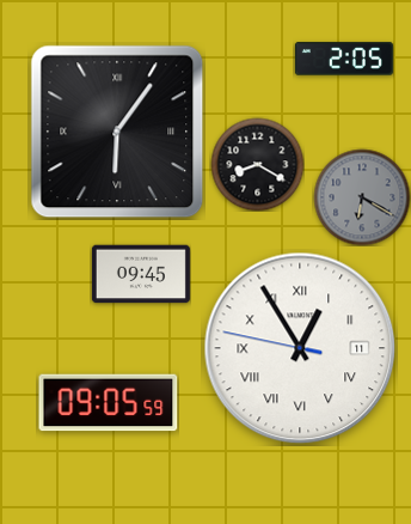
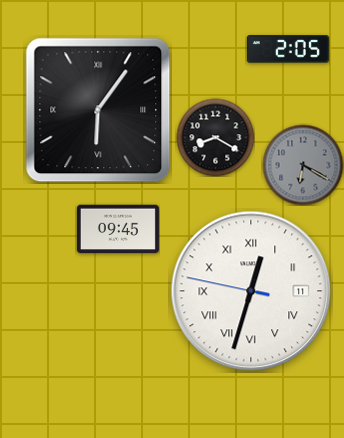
clock at (300, 348): 12:54 -> 12:32
clock at (109, 403): 09:05 -> none
